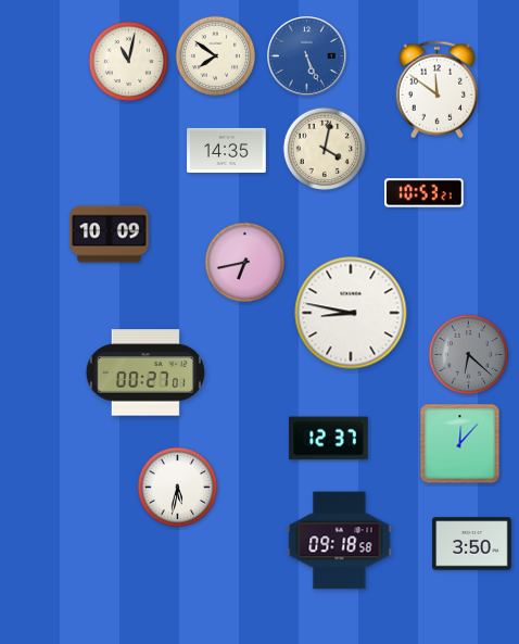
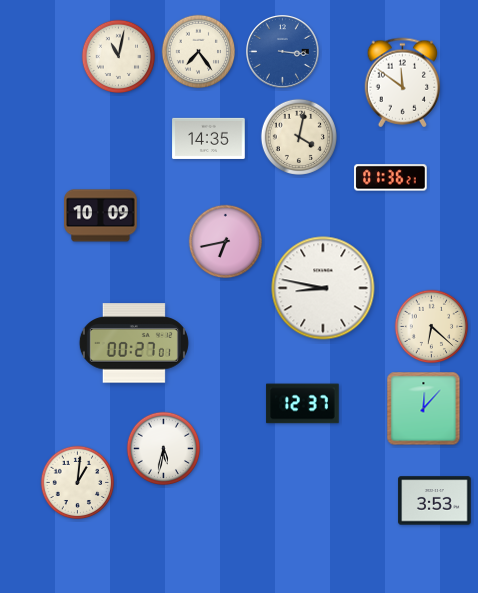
clock at (216, 56): 7:51 -> 7:24
clock at (307, 56): 5:26 -> 3:16
clock at (425, 193): 10:53 -> 01:36
clock at (469, 355) dial: grey -> cream
clock at (78, 483): none -> 1:01
clock at (340, 541): 09:18 -> none
clock at (472, 544): 3:50 -> 3:53
